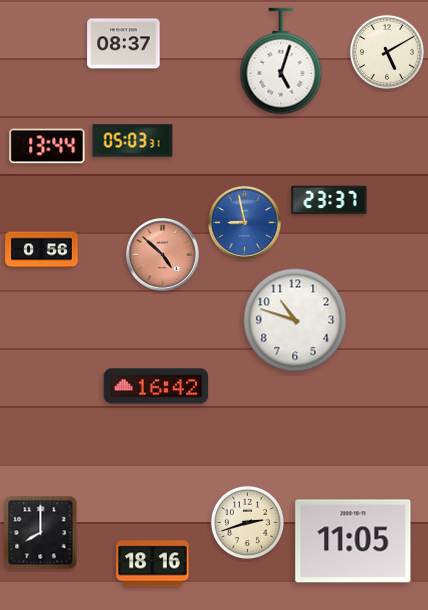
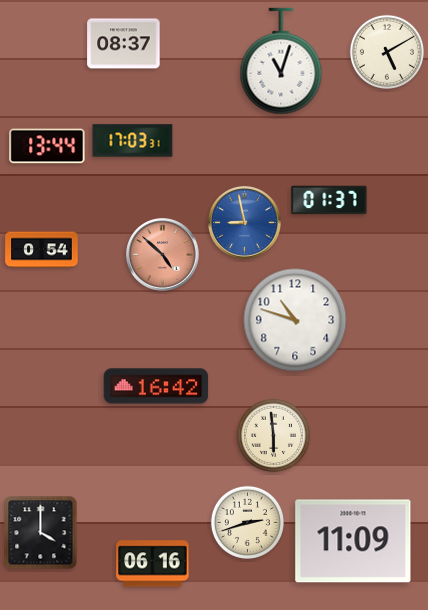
clock at (281, 61): 5:03 -> 11:03
clock at (133, 141): 05:03 -> 17:03
clock at (329, 200): 23:37 -> 01:37
clock at (42, 250): 0:56 -> 0:54
clock at (273, 435): none -> 5:59
clock at (41, 533): 8:00 -> 4:00
clock at (353, 541): 11:05 -> 11:09
clock at (153, 564): 18:16 -> 06:16
